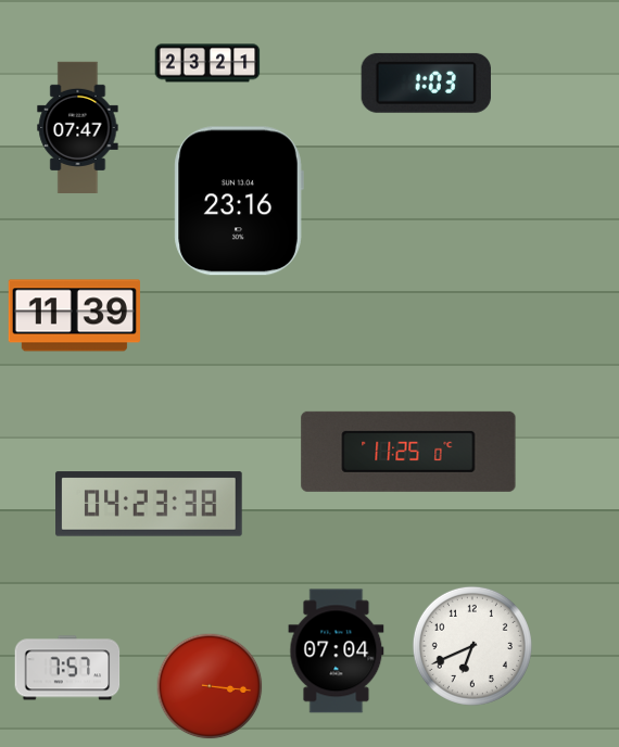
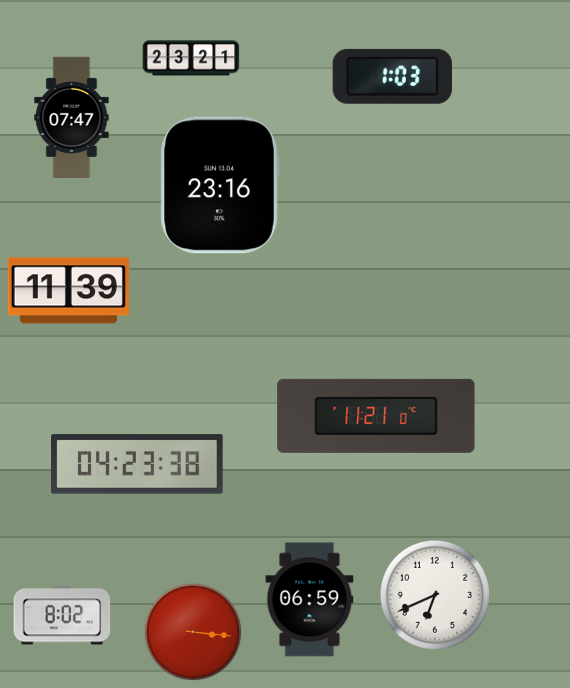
clock at (408, 452): 11:25 -> 11:21
clock at (337, 651): 07:04 -> 06:59
clock at (67, 668): 7:57 -> 8:02
